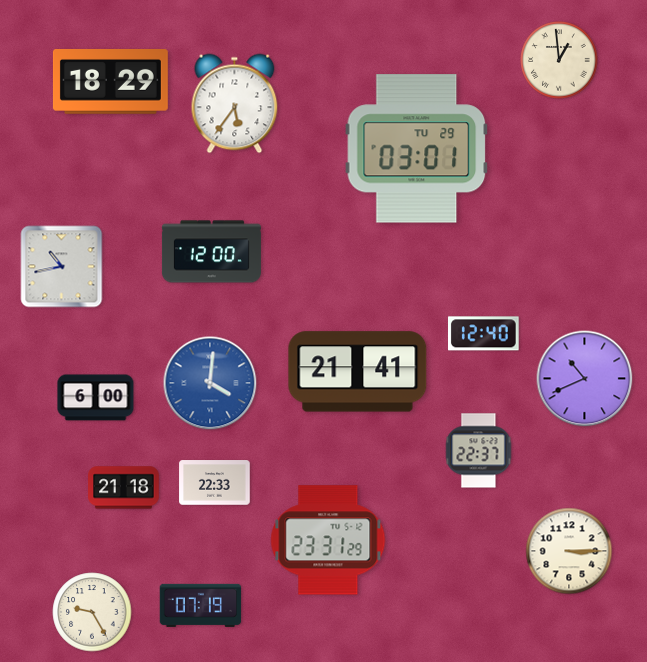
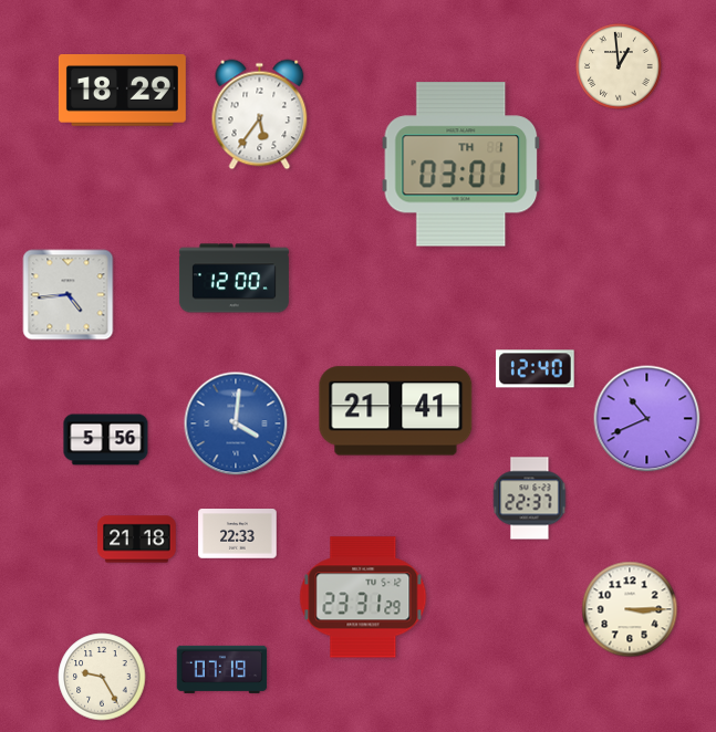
clock at (417, 149) date: TU 29 -> TH 1
clock at (62, 267): 10:43 -> 4:44
clock at (210, 383) position: (210, 383) -> (236, 423)
clock at (96, 398): 6:00 -> 5:56
